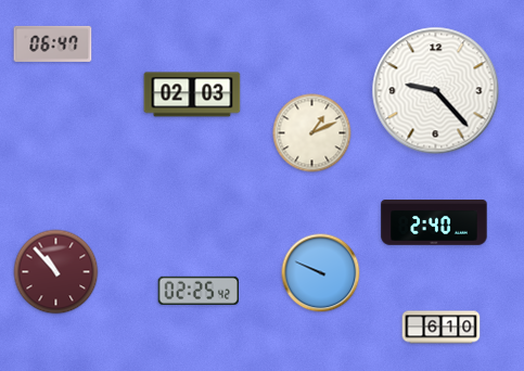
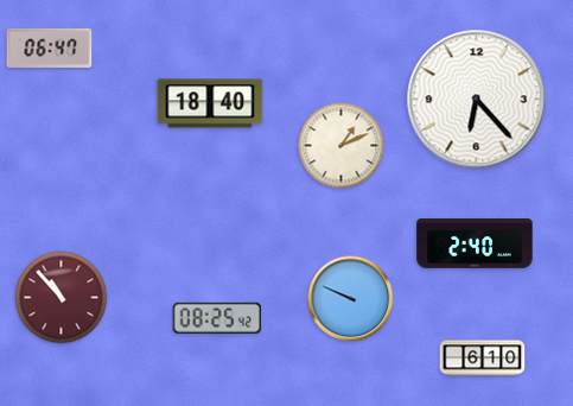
clock at (53, 43) position: (53, 43) -> (50, 47)
clock at (436, 91): 9:23 -> 6:23
clock at (192, 94): 02:03 -> 18:40
clock at (197, 291): 02:25 -> 08:25
